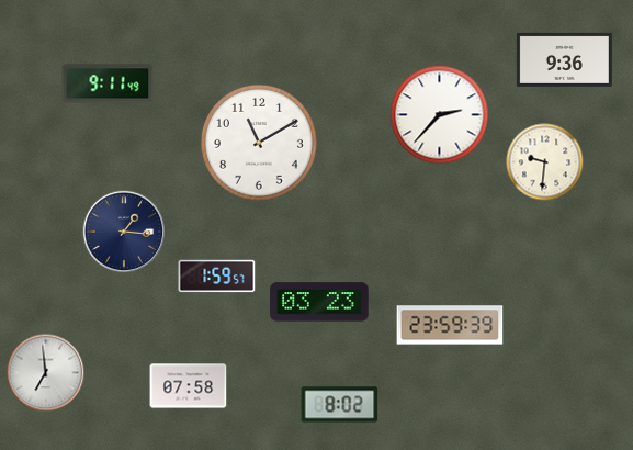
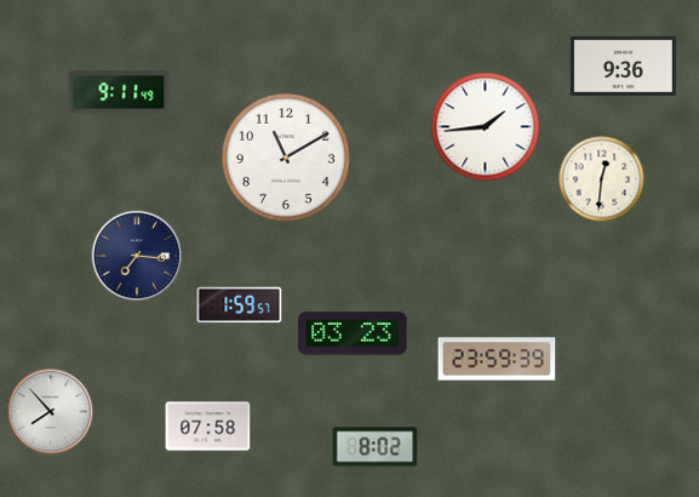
clock at (440, 115): 2:37 -> 1:44
clock at (545, 162): 9:31 -> 12:31
clock at (124, 232): 1:16 -> 7:16
clock at (46, 373): 6:59 -> 7:53
